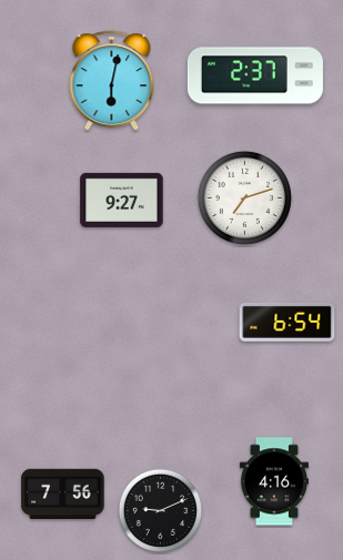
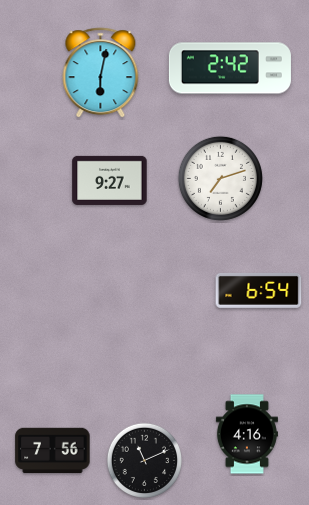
clock at (255, 75): 2:37 -> 2:42
clock at (63, 495) position: (63, 495) -> (53, 451)
clock at (160, 510): 9:11 -> 11:11
